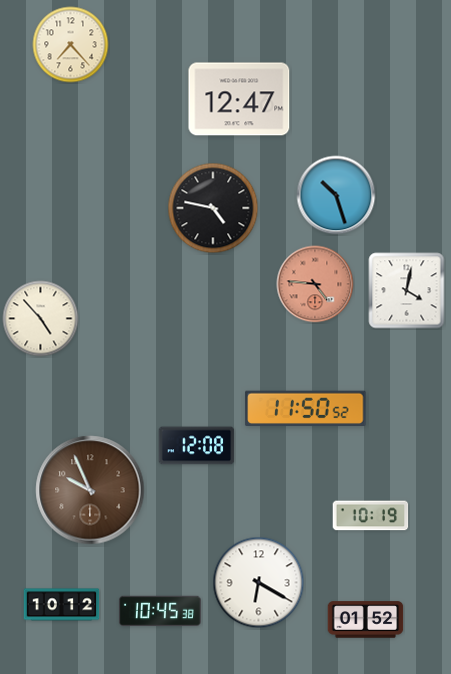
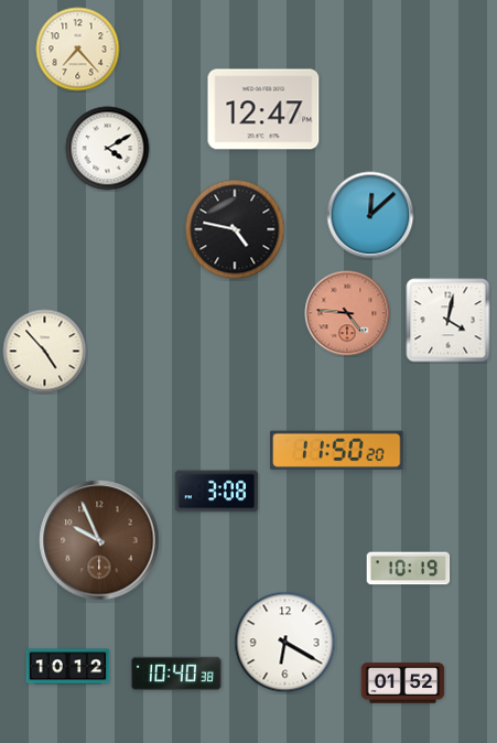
clock at (108, 149): none -> 4:10
clock at (336, 195): 10:27 -> 12:08
clock at (306, 409): 11:50:52 -> 11:50:20
clock at (197, 446): 12:08 -> 3:08
clock at (160, 611): 10:45 -> 10:40
